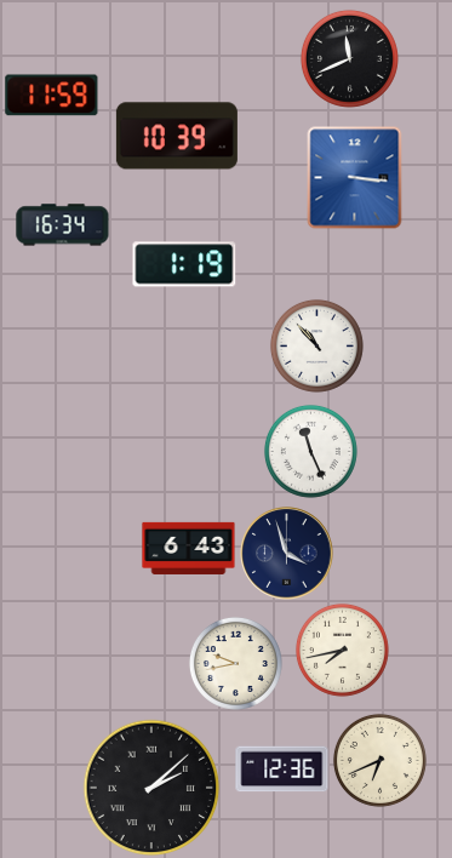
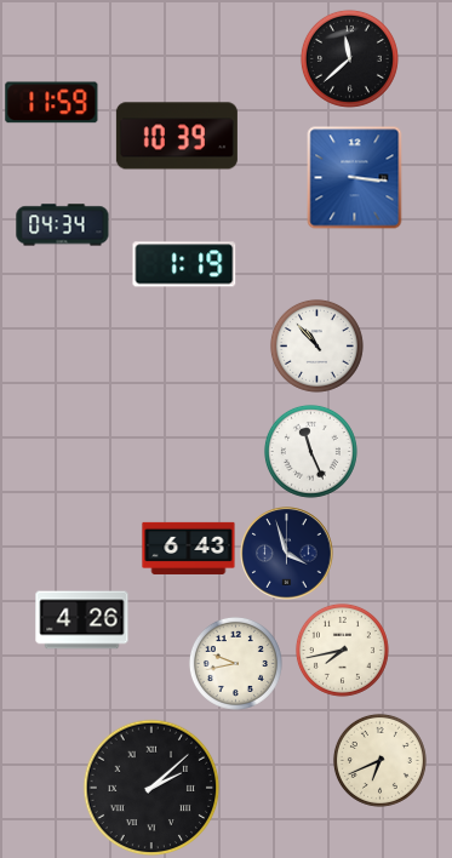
clock at (349, 58): 11:41 -> 11:38
clock at (52, 96) position: (52, 96) -> (52, 103)
clock at (63, 225): 16:34 -> 04:34
clock at (82, 620): none -> 4:26
clock at (282, 770): 12:36 -> none
